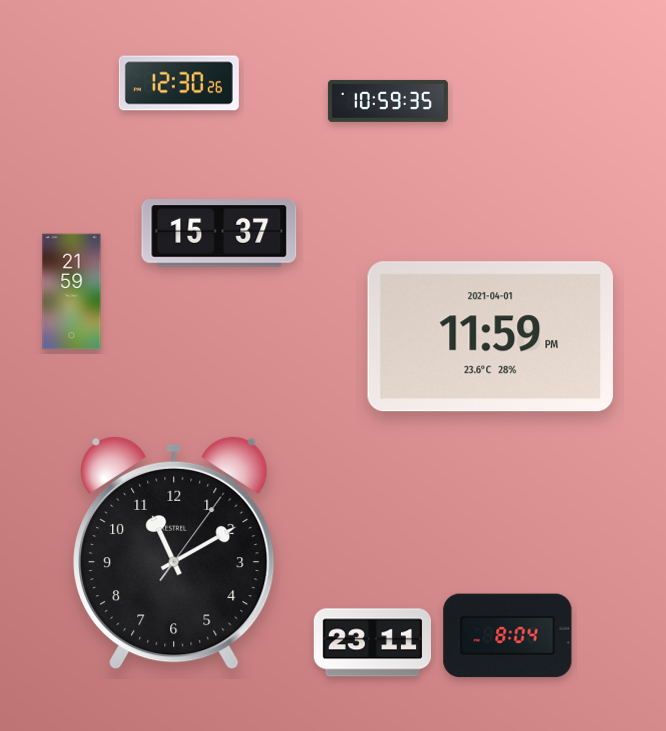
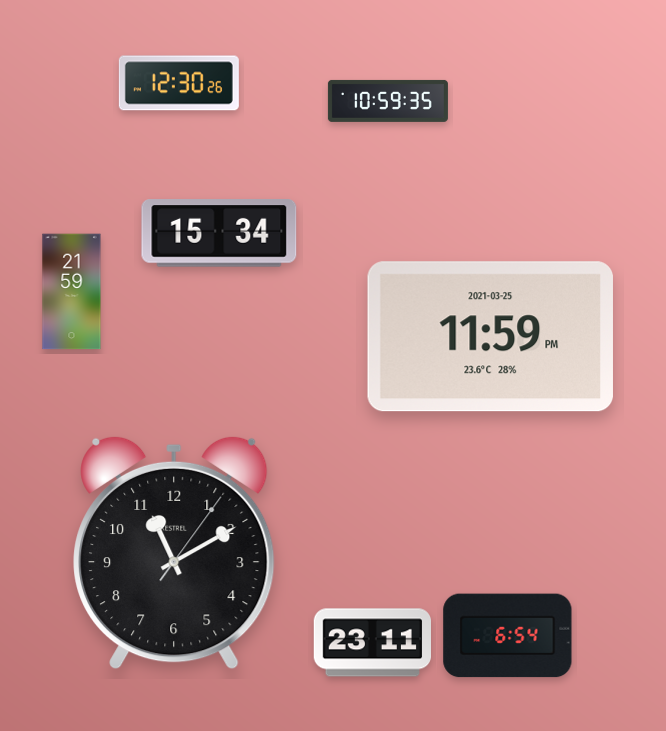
clock at (219, 233): 15:37 -> 15:34
clock at (490, 337) date: 2021-04-01 -> 2021-03-25
clock at (508, 636): 8:04 -> 6:54
